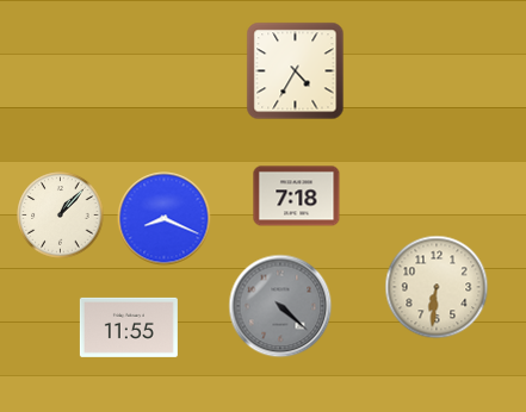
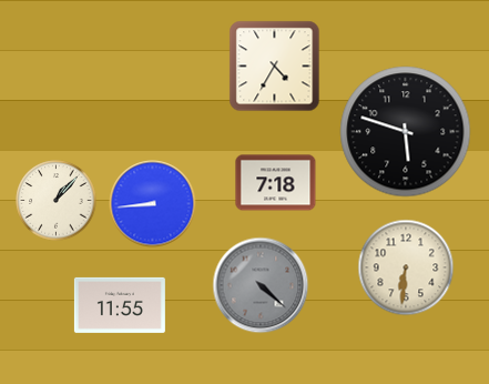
clock at (406, 132): none -> 5:48
clock at (165, 219): 8:19 -> 8:44
